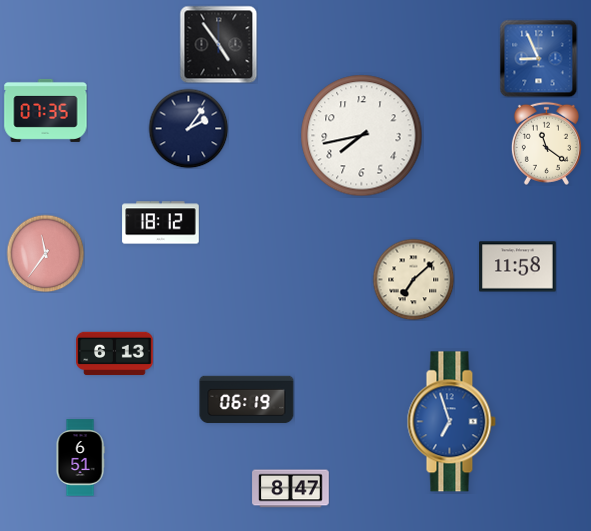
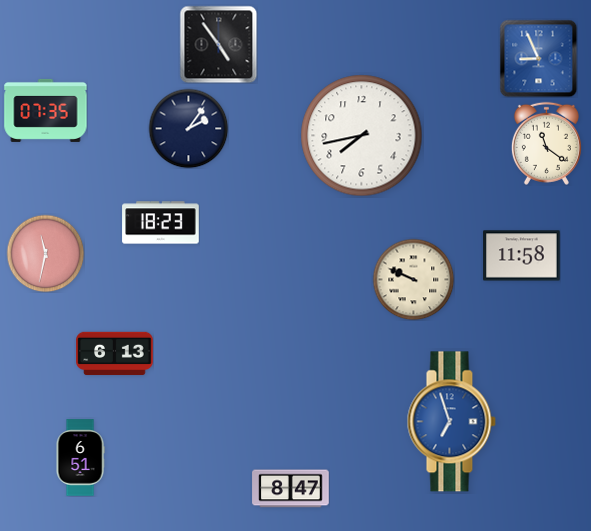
clock at (161, 223): 18:12 -> 18:23
clock at (45, 253): 11:36 -> 11:32
clock at (518, 267) position: (518, 267) -> (522, 256)
clock at (413, 279): 7:08 -> 9:49
clock at (247, 400): 06:19 -> none
